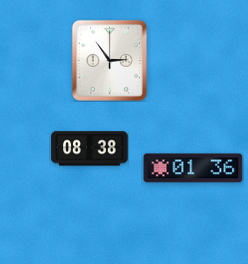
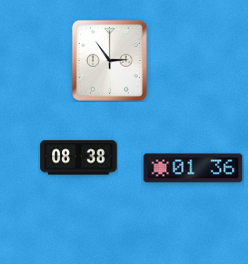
clock at (90, 149) position: (90, 149) -> (79, 158)
